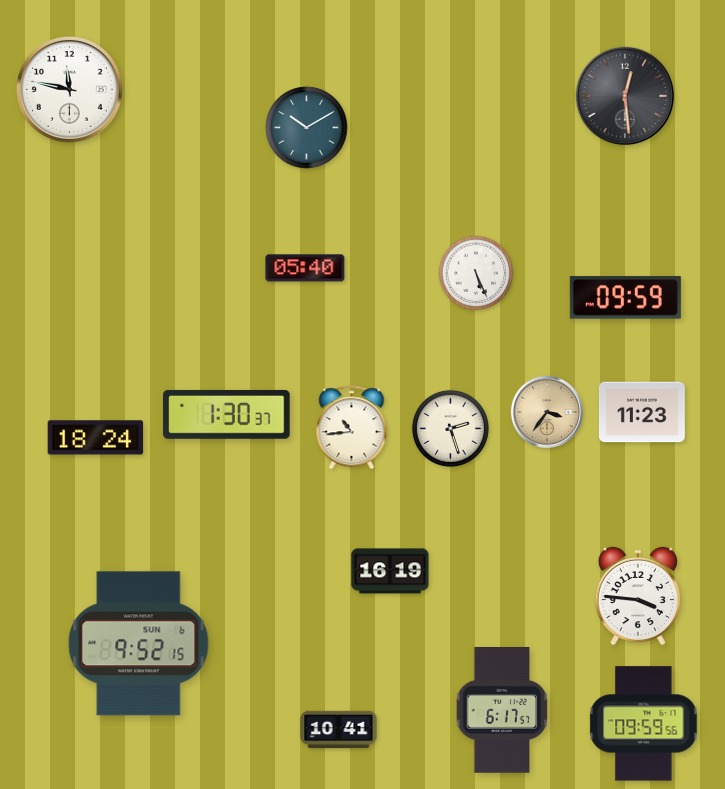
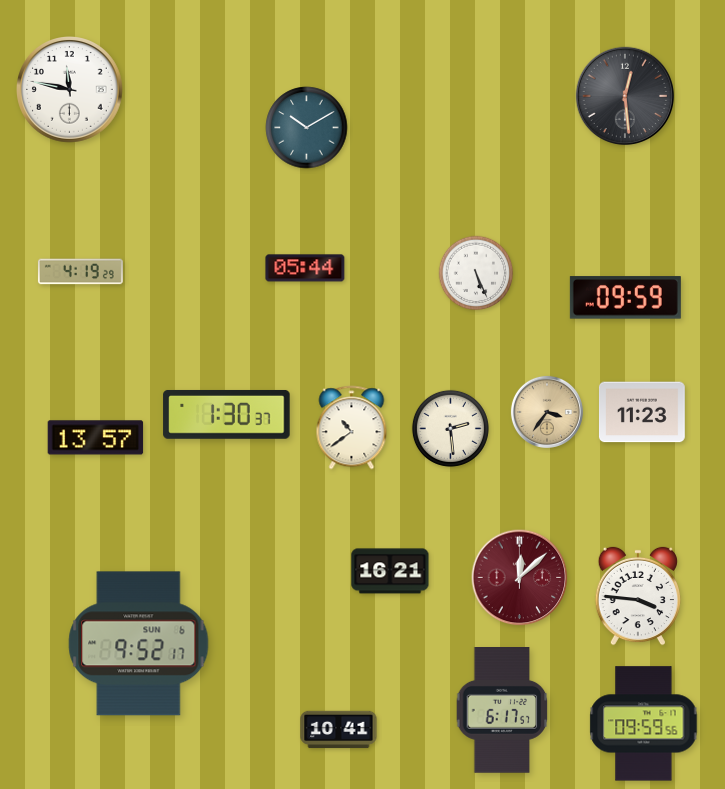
clock at (305, 268): 05:40 -> 05:44
clock at (80, 272): none -> 4:19
clock at (352, 428): 10:44 -> 10:39
clock at (450, 428): 2:27 -> 2:29
clock at (96, 438): 18:24 -> 13:57
clock at (390, 571): 16:19 -> 16:21
clock at (520, 578): none -> 12:08
clock at (139, 644): 9:52:15 -> 9:52:17
